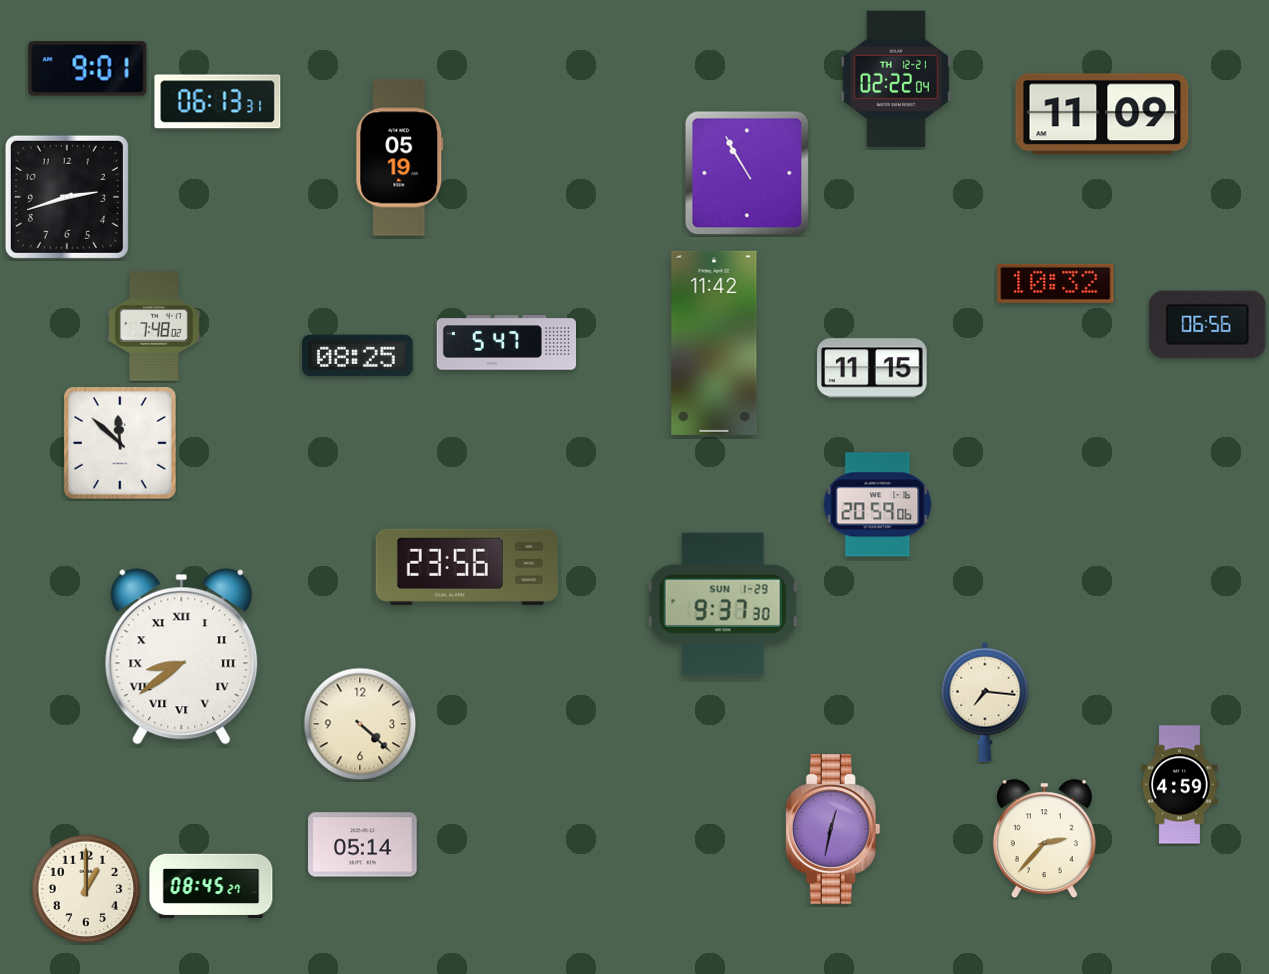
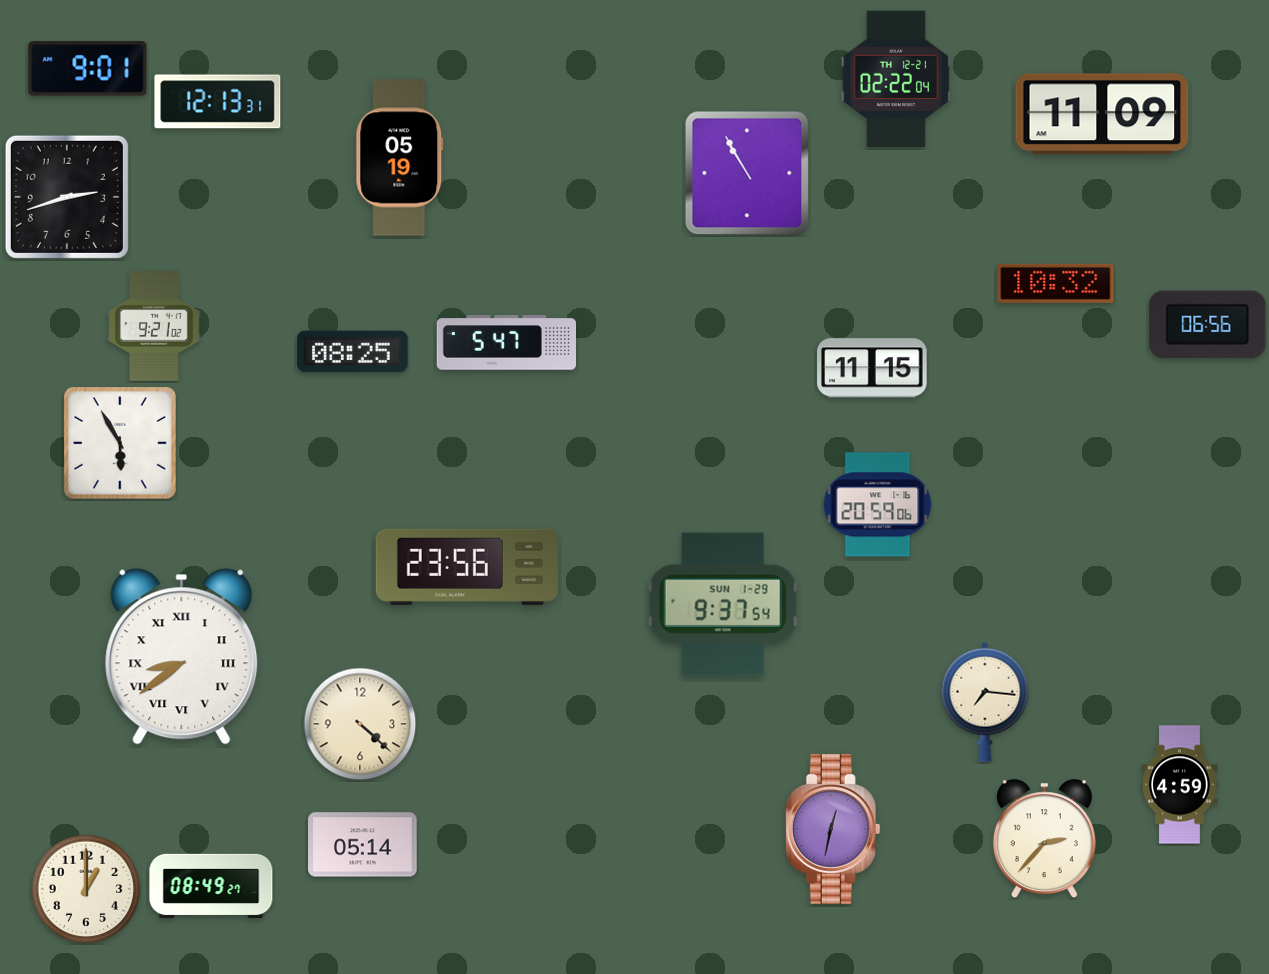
clock at (218, 102): 06:13 -> 12:13
clock at (154, 326): 7:48 -> 9:21
clock at (714, 343): 11:42 -> none
clock at (358, 356) position: (358, 356) -> (353, 352)
clock at (120, 443): 11:52 -> 5:55
clock at (723, 604): 9:37:30 -> 9:37:54
clock at (211, 885): 08:45 -> 08:49
